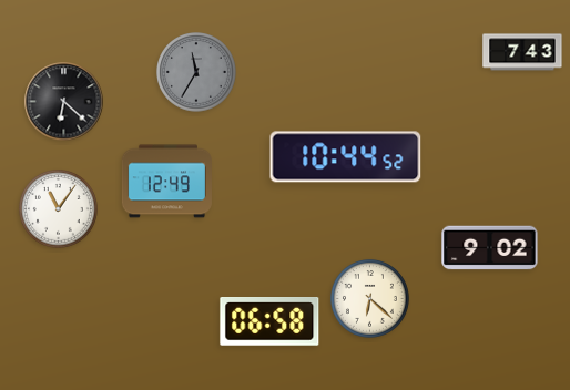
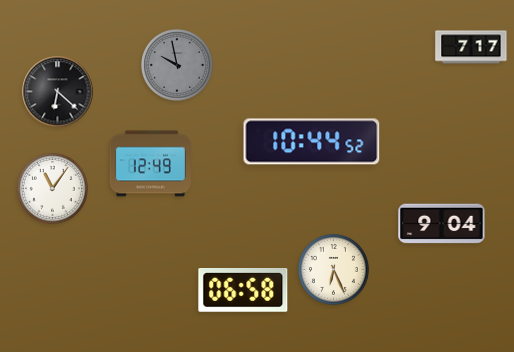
clock at (522, 52): 7:43 -> 7:17
clock at (197, 73): 11:35 -> 9:58
clock at (490, 248): 9:02 -> 9:04
clock at (369, 298): 6:22 -> 6:26
